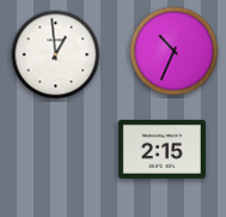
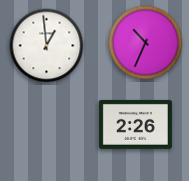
clock at (161, 149): 2:15 -> 2:26
